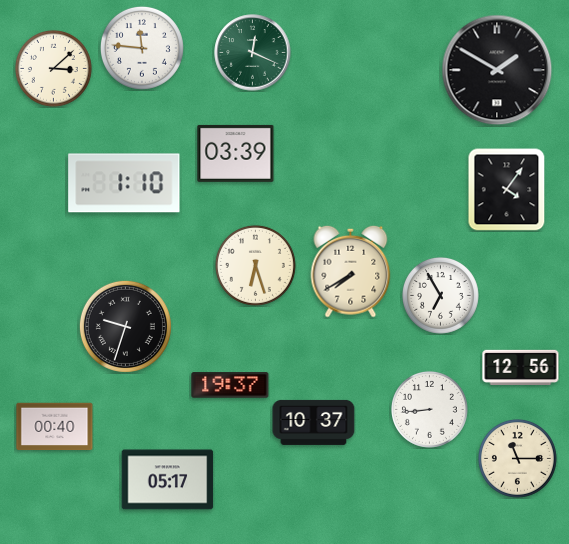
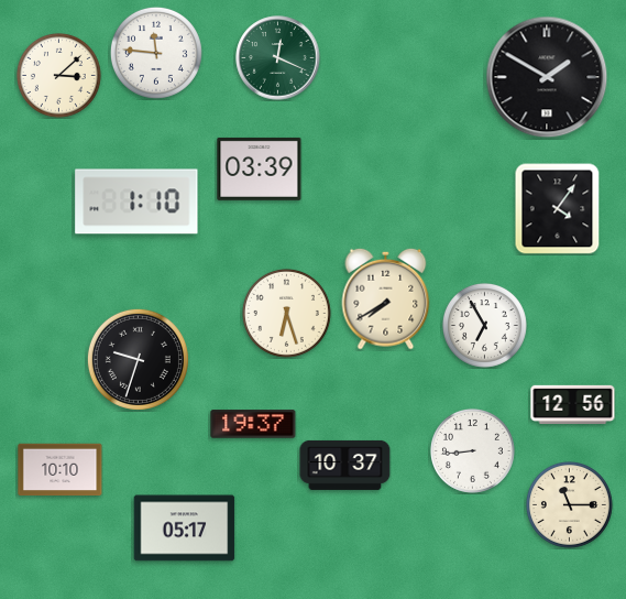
clock at (255, 265) position: (255, 265) -> (286, 313)
clock at (55, 427): 00:40 -> 10:10
